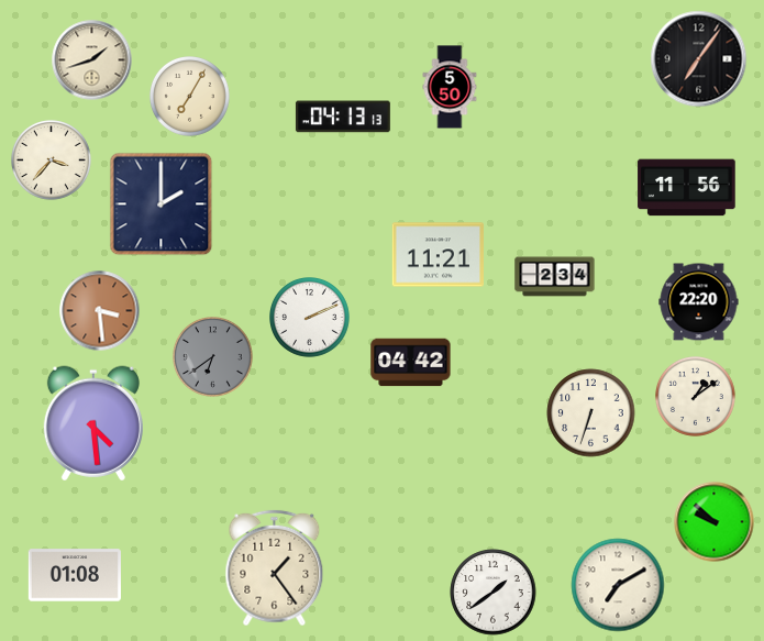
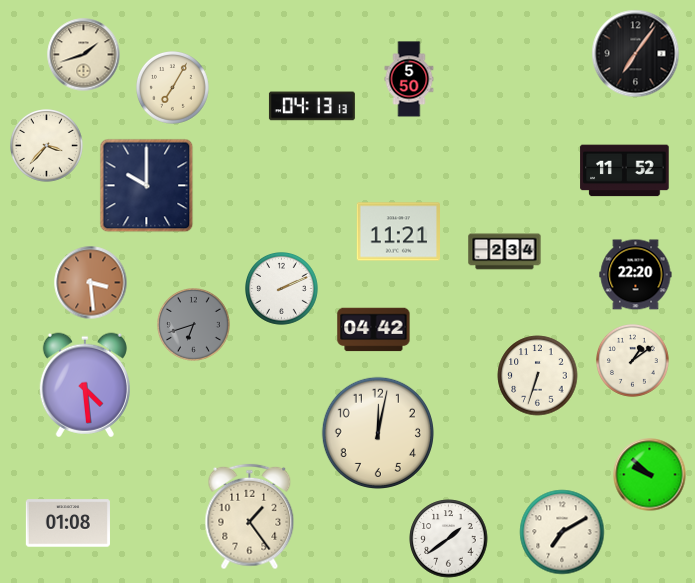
clock at (687, 188): 11:56 -> 11:52
clock at (162, 205): 2:00 -> 10:00
clock at (213, 357): 6:39 -> 6:42
clock at (378, 433): none -> 12:02
